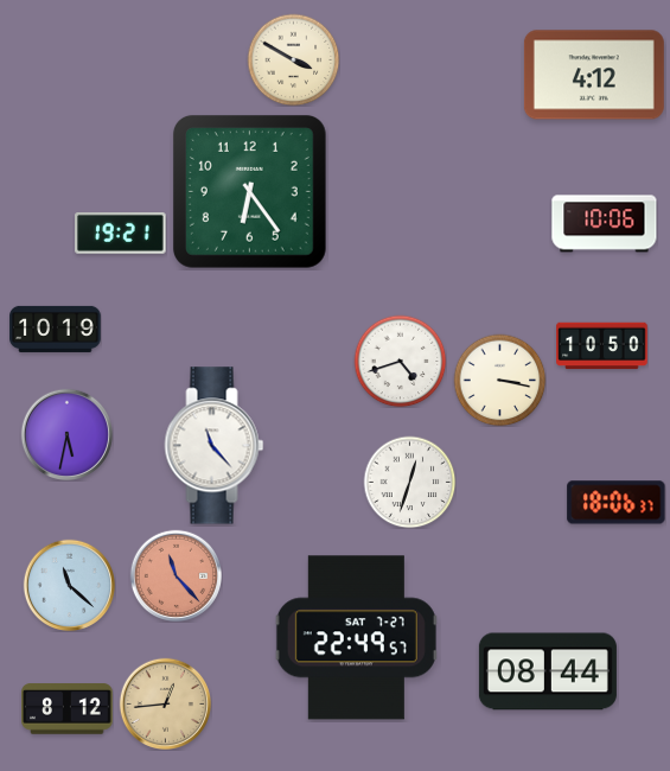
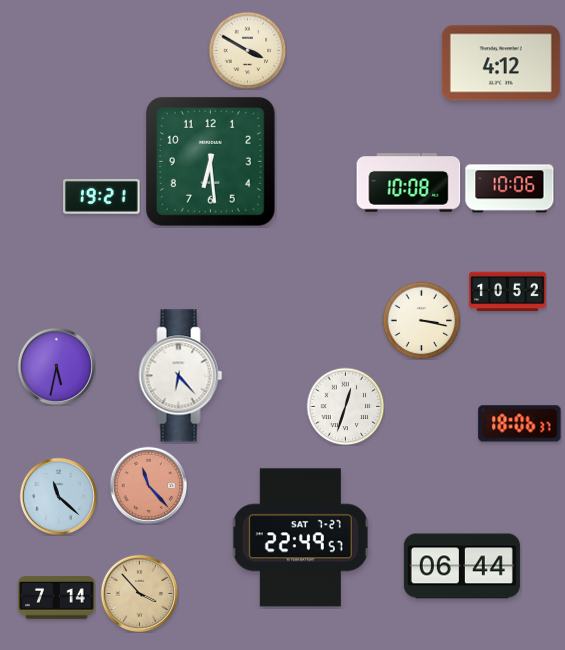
clock at (249, 191): 6:24 -> 6:29
clock at (409, 183): none -> 10:08
clock at (56, 329): 10:19 -> none
clock at (602, 346): 10:50 -> 10:52
clock at (400, 361): 4:42 -> none
clock at (215, 446): 11:23 -> 6:23
clock at (69, 585) position: (69, 585) -> (58, 496)
clock at (548, 671): 08:44 -> 06:44
clock at (165, 703): 12:44 -> 3:53
clock at (68, 709): 8:12 -> 7:14
